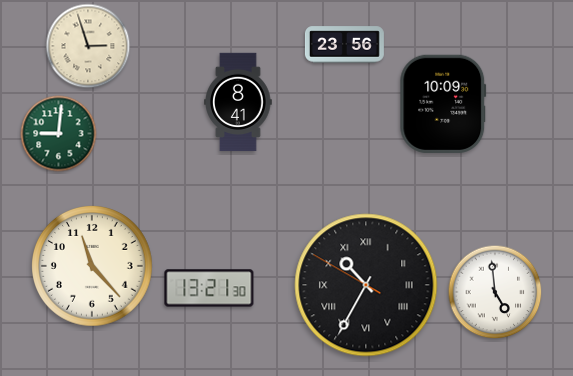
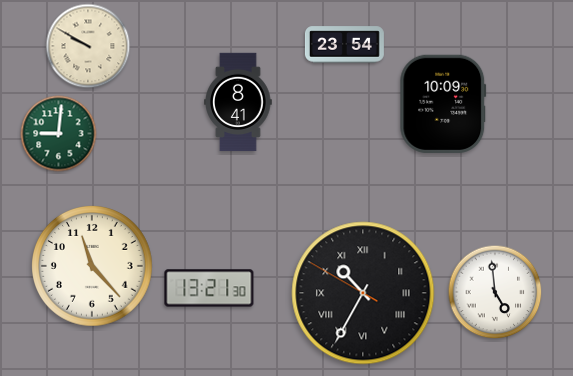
clock at (344, 45): 23:56 -> 23:54
clock at (88, 46): 2:57 -> 9:50
clock at (366, 285) position: (366, 285) -> (363, 293)
